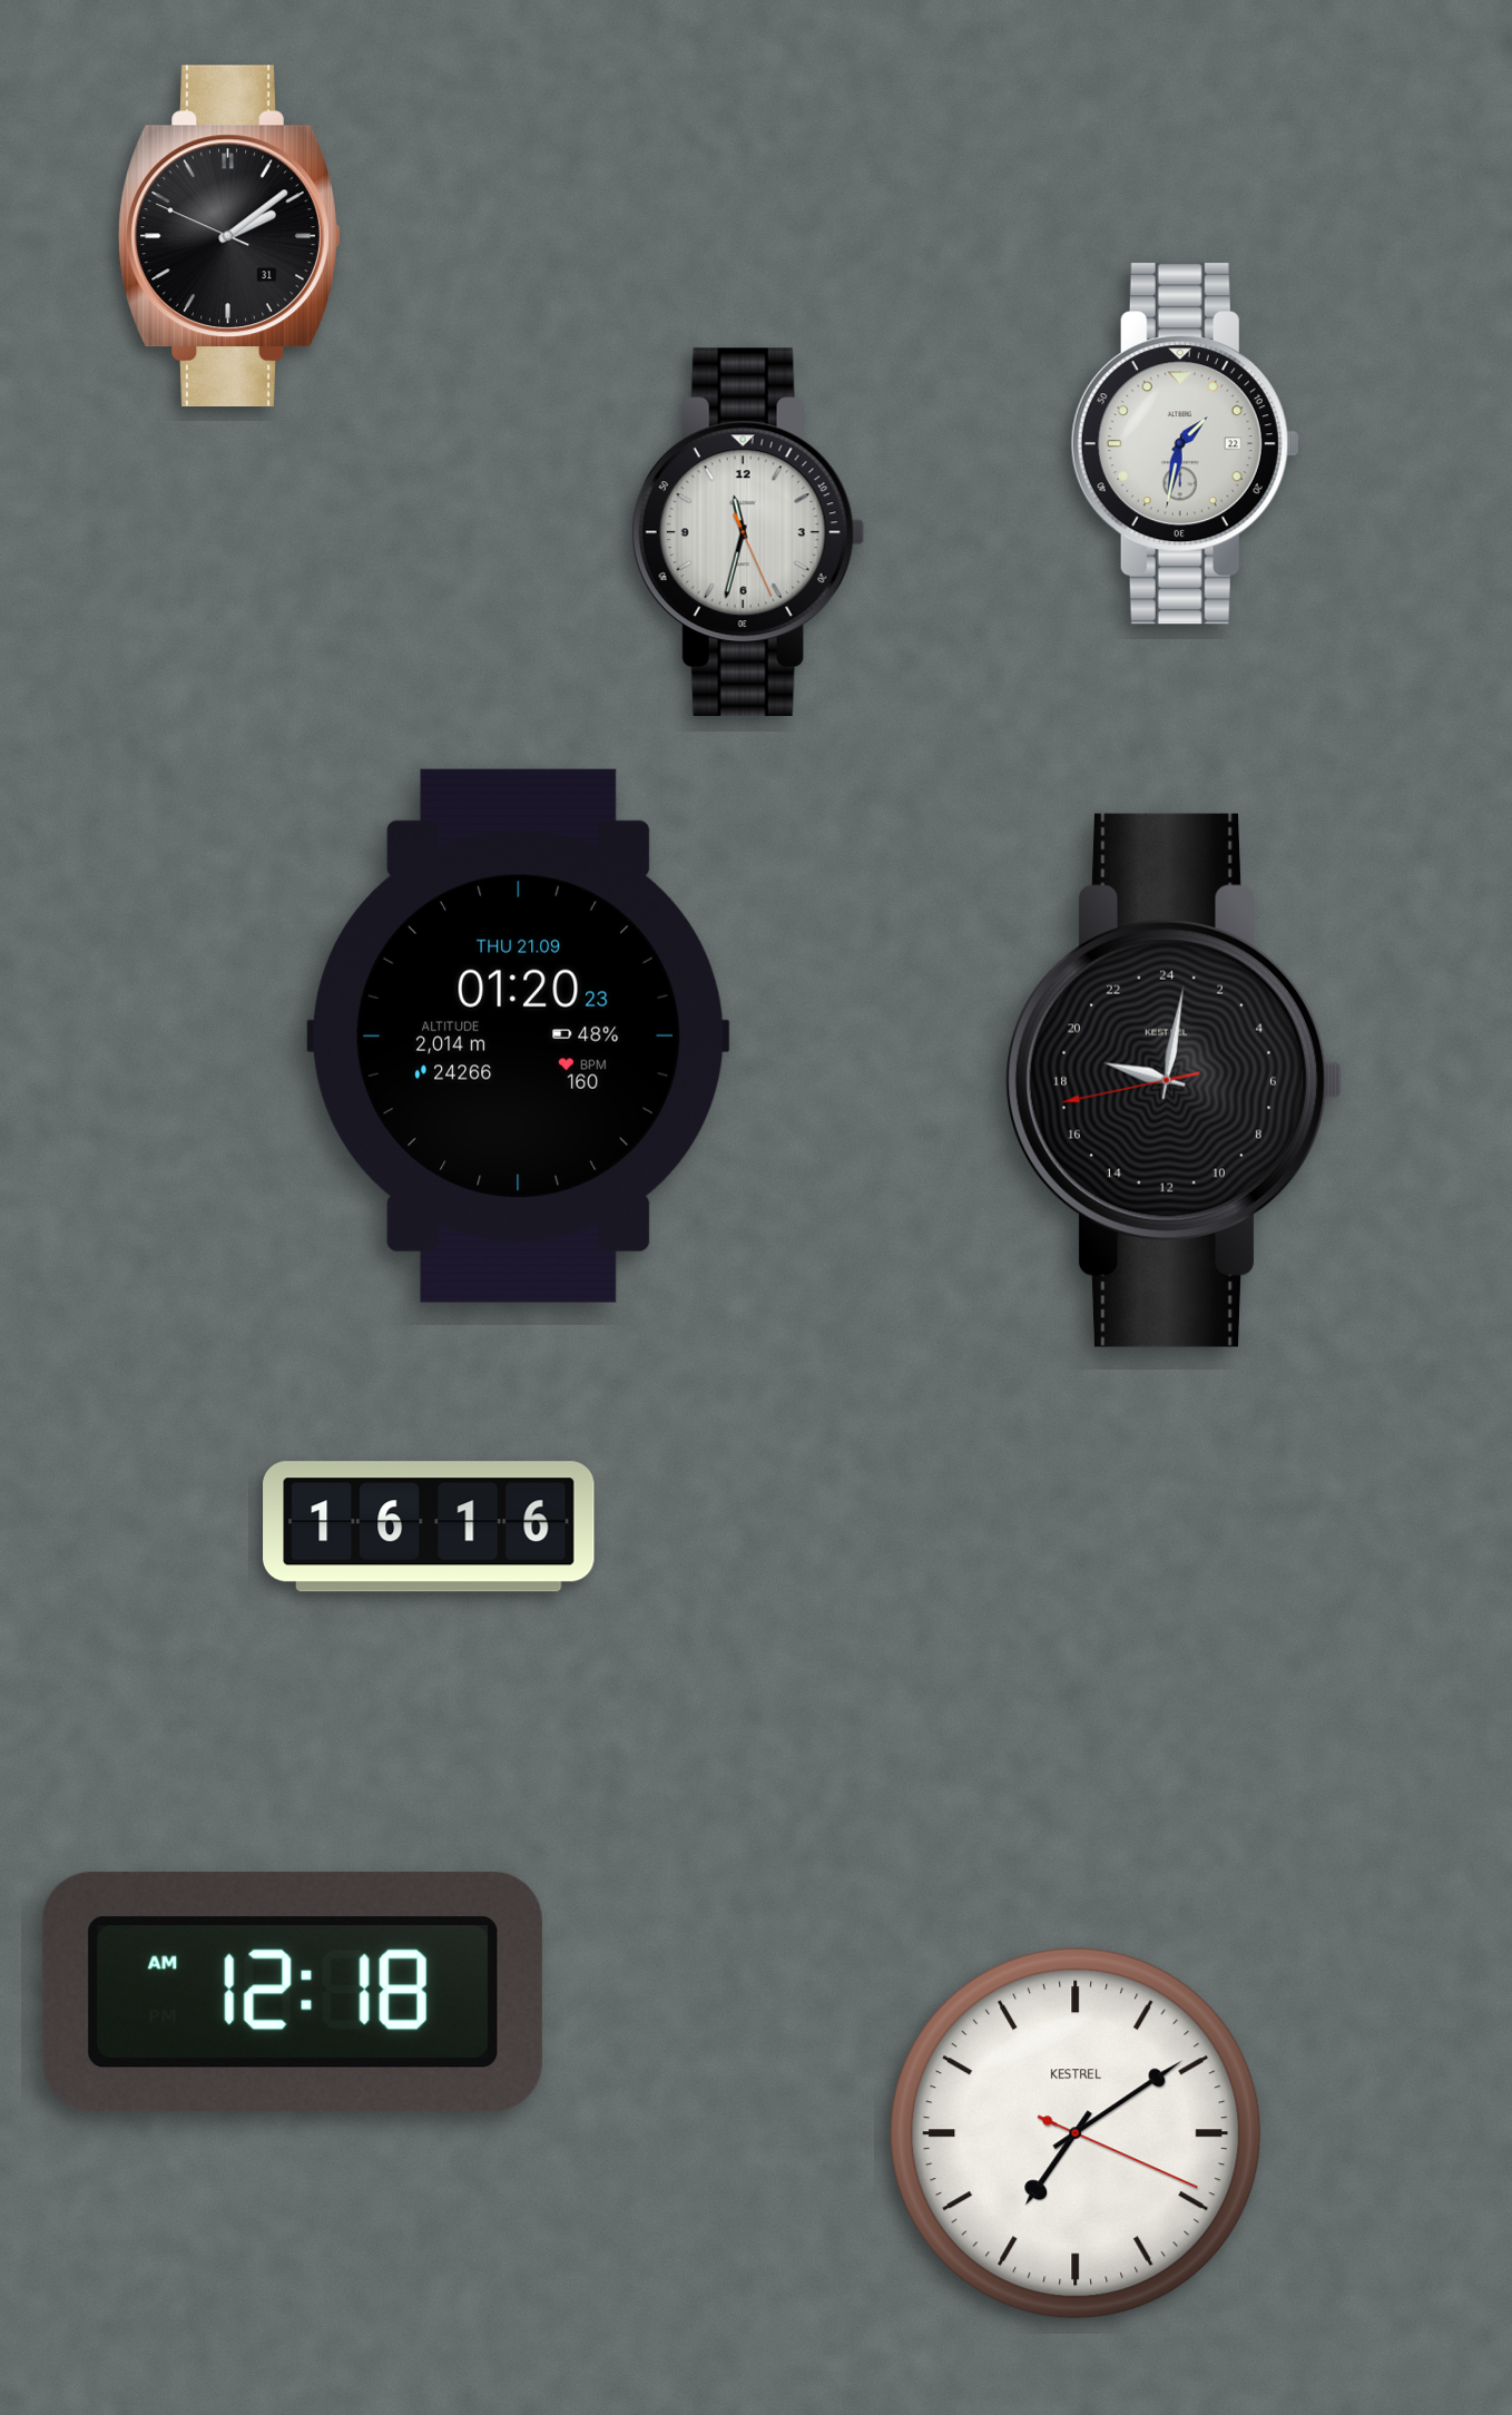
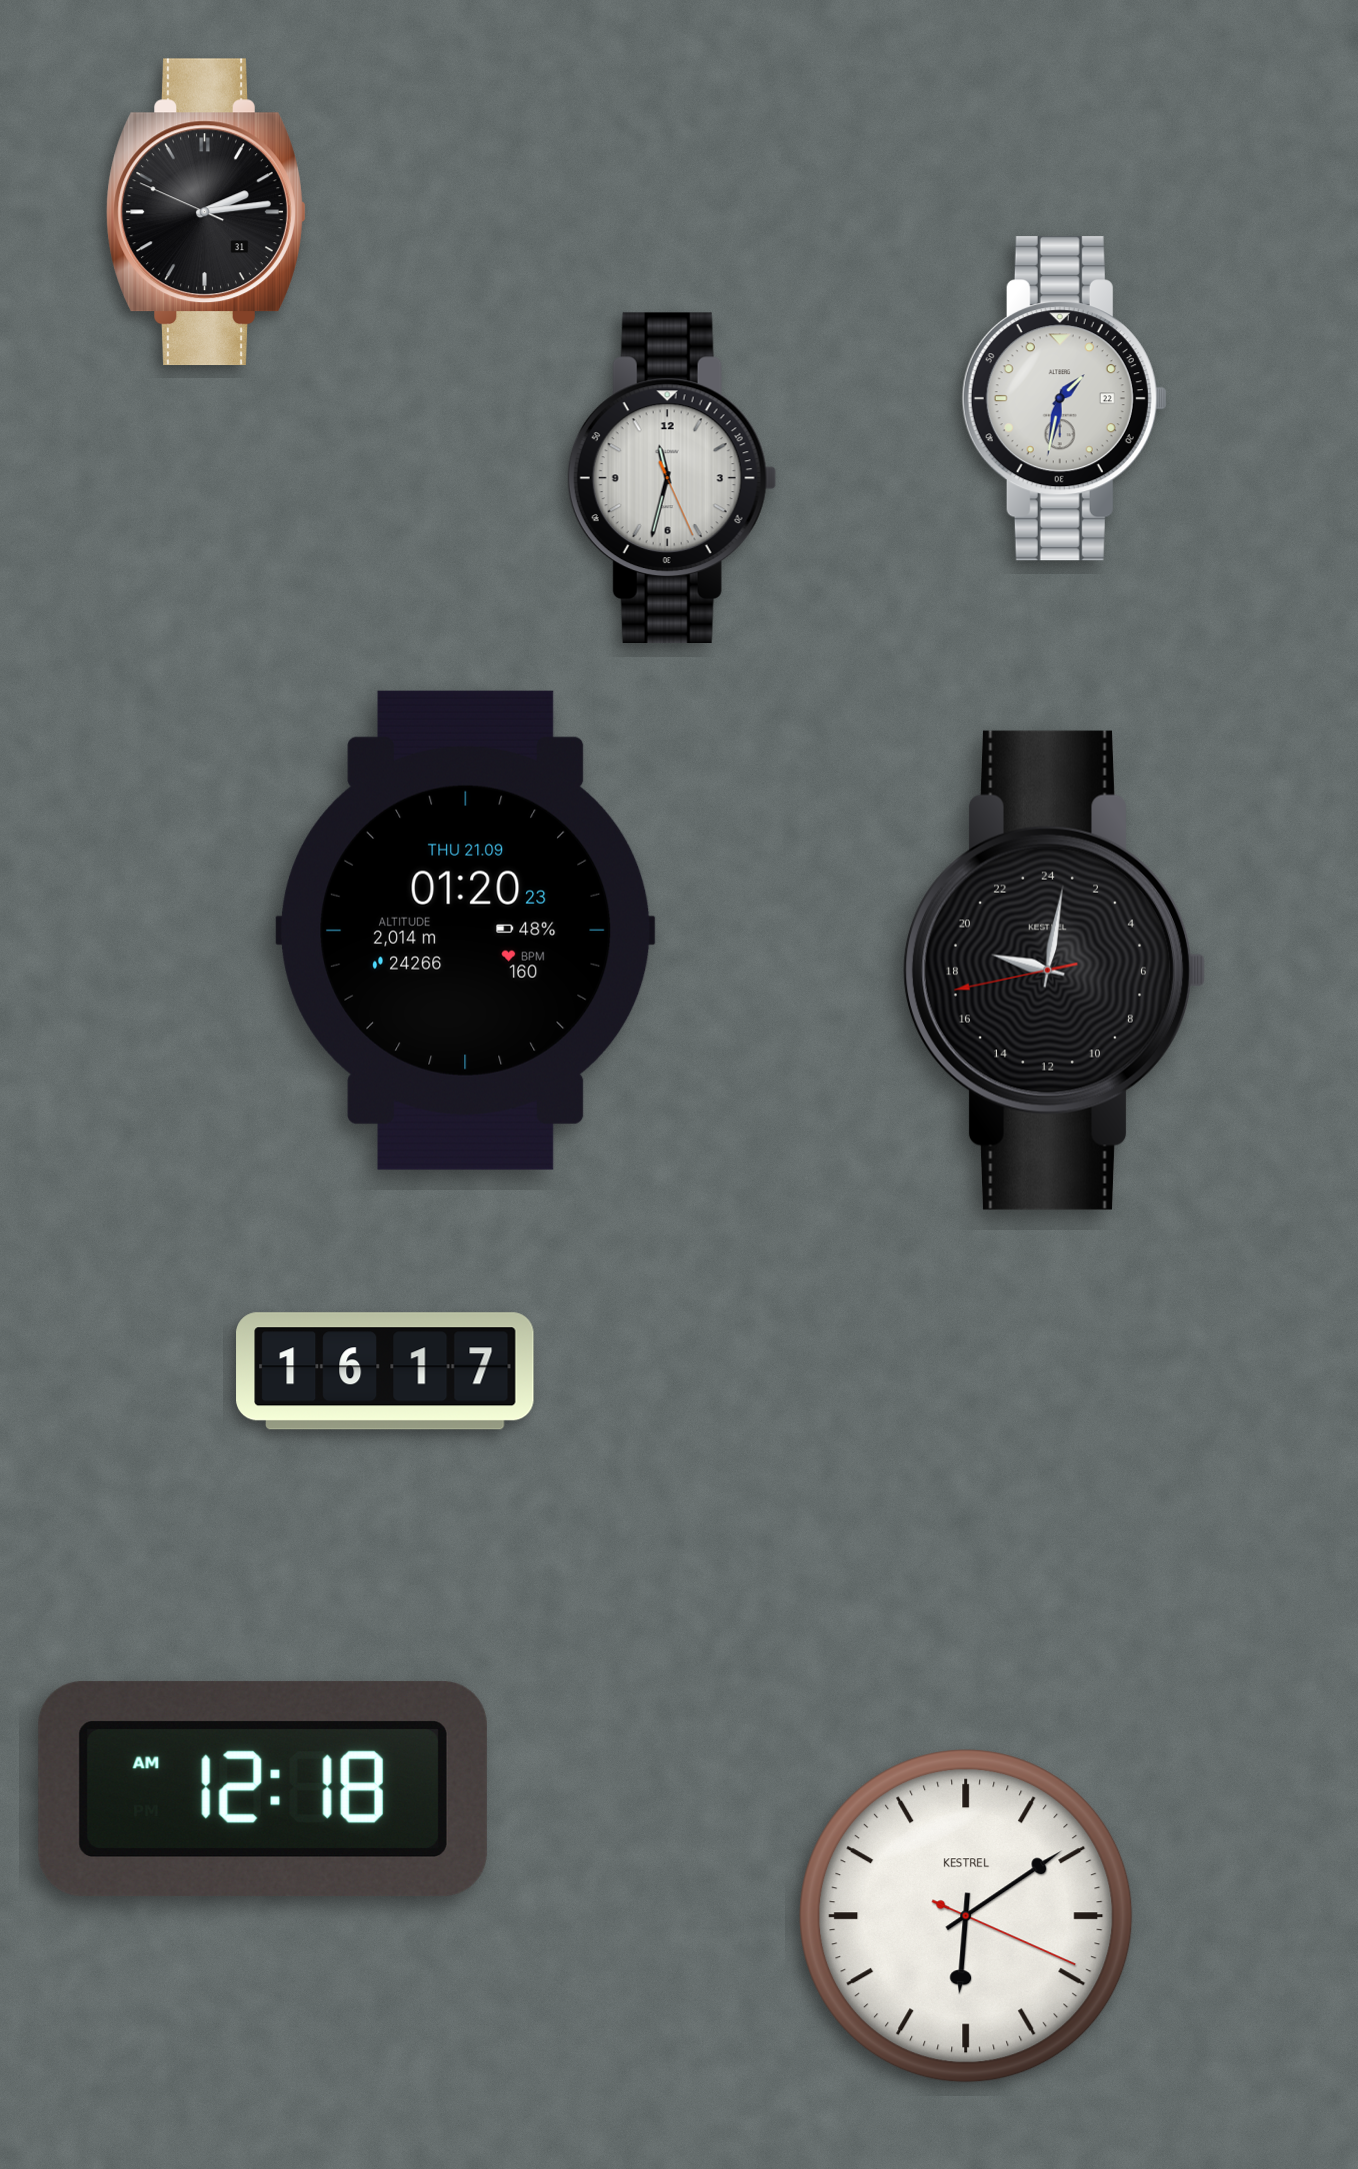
clock at (229, 236): 2:08 -> 2:13
clock at (429, 1526): 16:16 -> 16:17
clock at (1076, 2133): 7:09 -> 6:09
